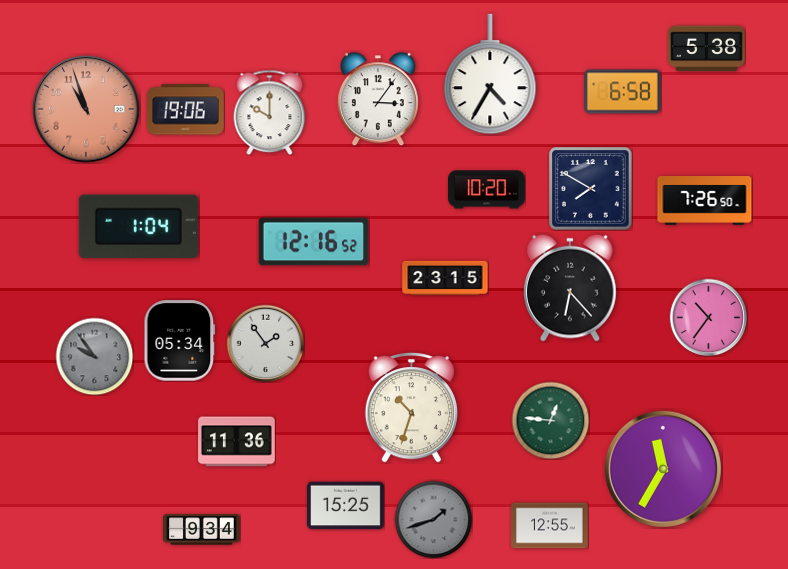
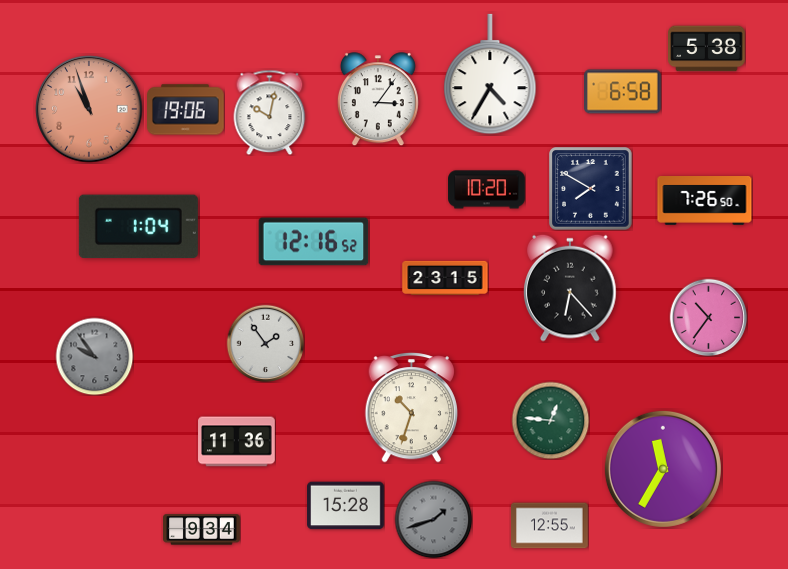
clock at (86, 109) position: (86, 109) -> (89, 109)
clock at (270, 112): 10:00 -> 10:02
clock at (180, 341): 05:34 -> none
clock at (346, 506): 15:25 -> 15:28
